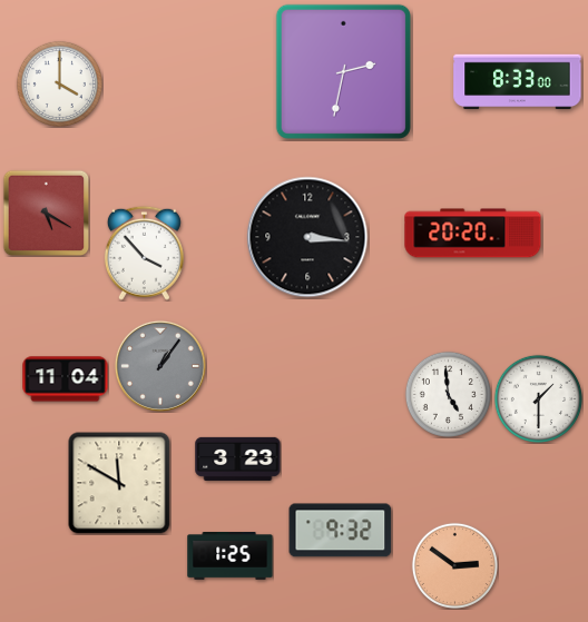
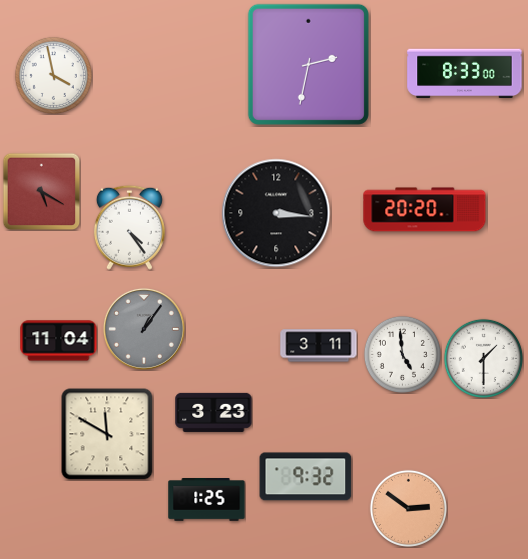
clock at (59, 83): 4:00 -> 3:58
clock at (144, 253): 3:53 -> 4:24
clock at (319, 346): none -> 3:11
